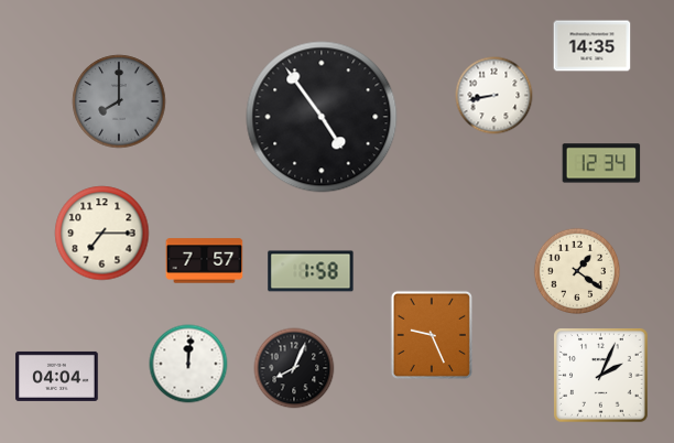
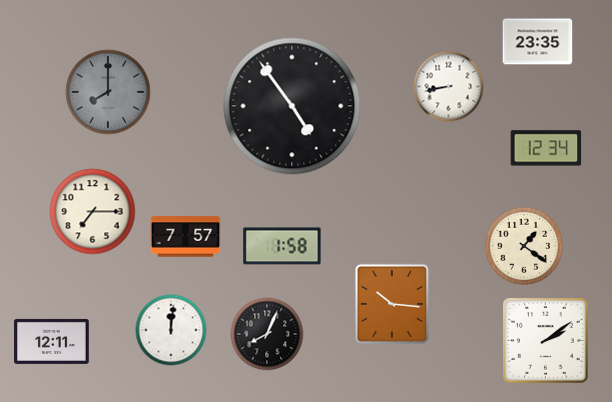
clock at (593, 46): 14:35 -> 23:35
clock at (431, 334): 9:26 -> 10:16
clock at (57, 376): 04:04 -> 12:11
clock at (601, 376): 2:04 -> 2:09
